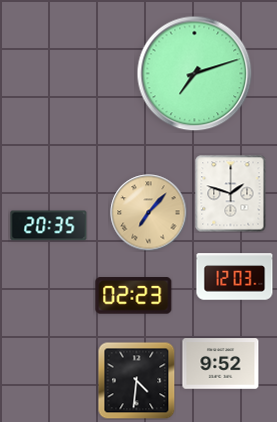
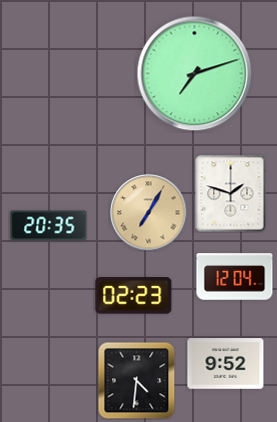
clock at (149, 213): 7:07 -> 7:05
clock at (235, 277): 12:03 -> 12:04
clock at (221, 364) position: (221, 364) -> (226, 364)
